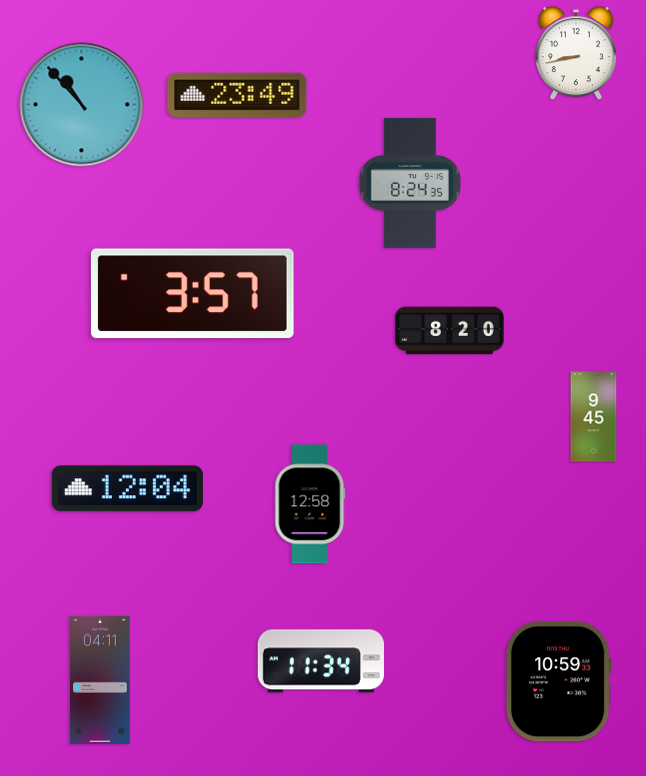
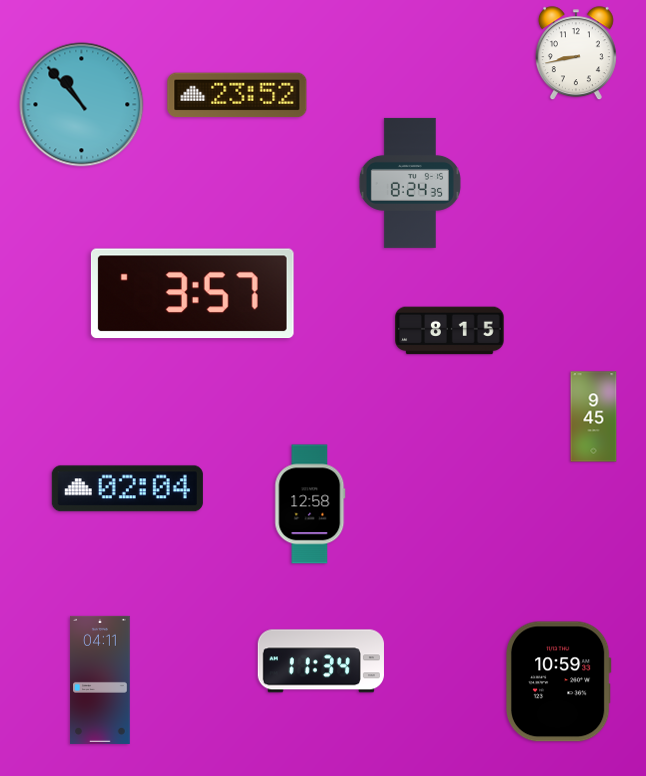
clock at (237, 95): 23:49 -> 23:52
clock at (450, 331): 8:20 -> 8:15
clock at (127, 489): 12:04 -> 02:04
